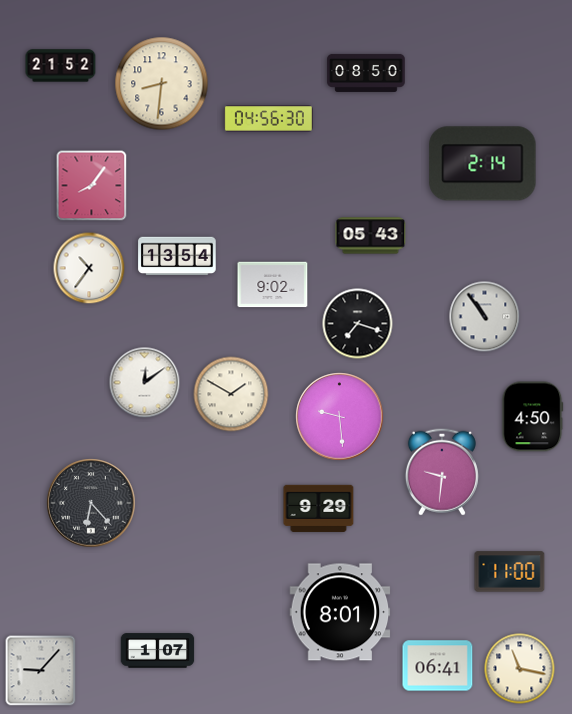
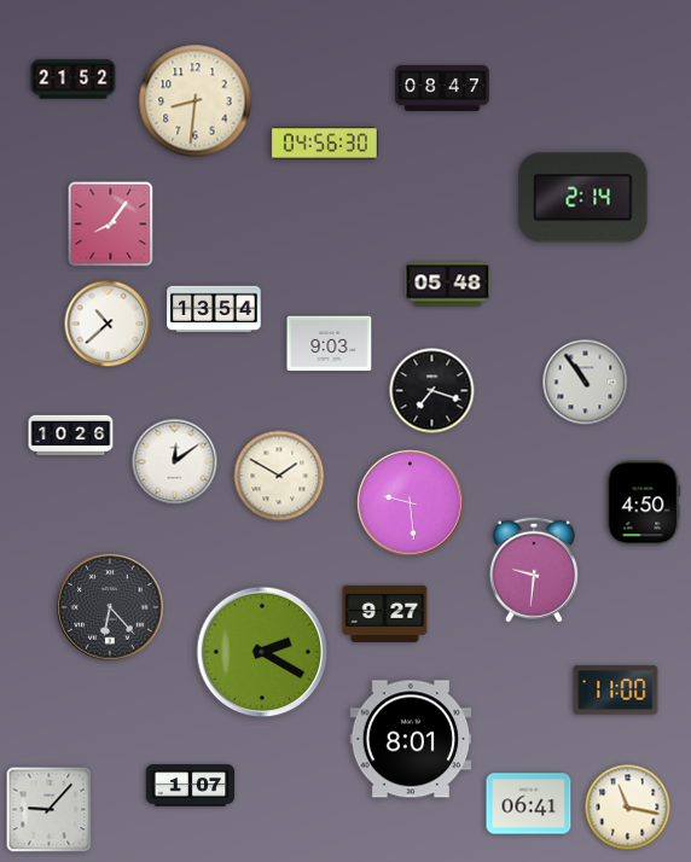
clock at (366, 73): 08:50 -> 08:47
clock at (371, 236): 05:43 -> 05:48
clock at (89, 268): 10:36 -> 10:38
clock at (273, 285): 9:02 -> 9:03
clock at (71, 435): none -> 10:26
clock at (319, 508): 9:29 -> 9:27
clock at (262, 652): none -> 2:20
